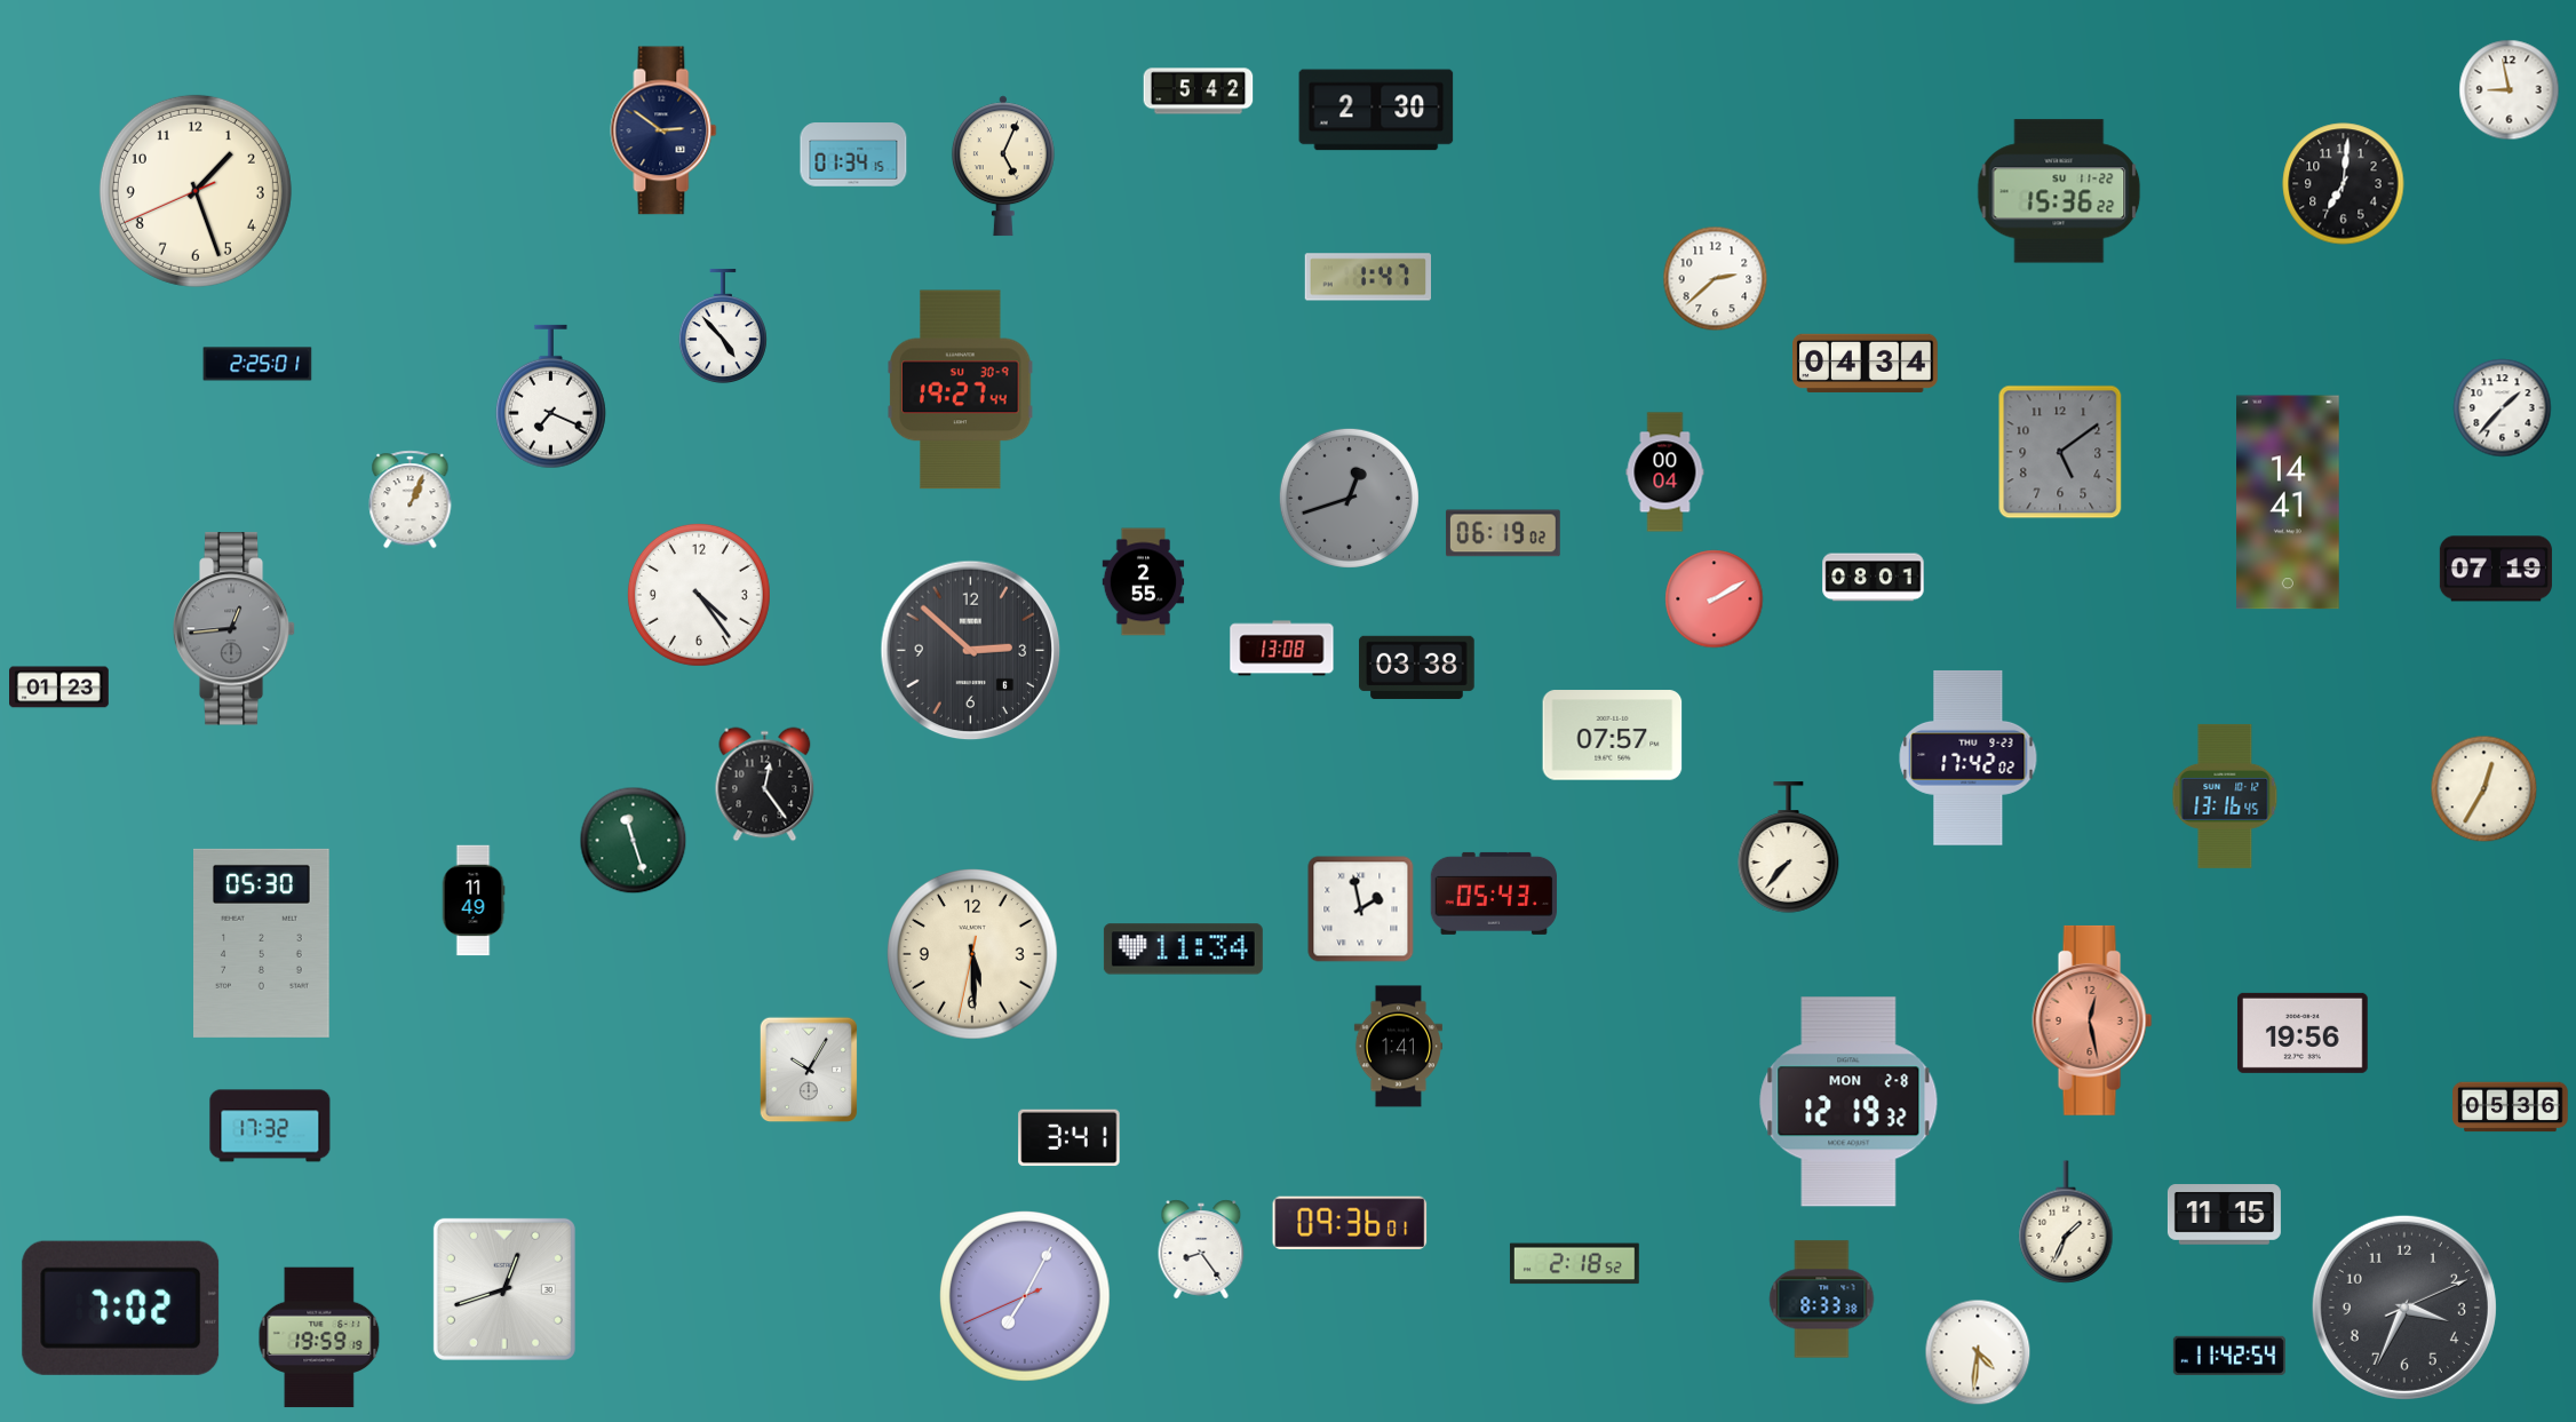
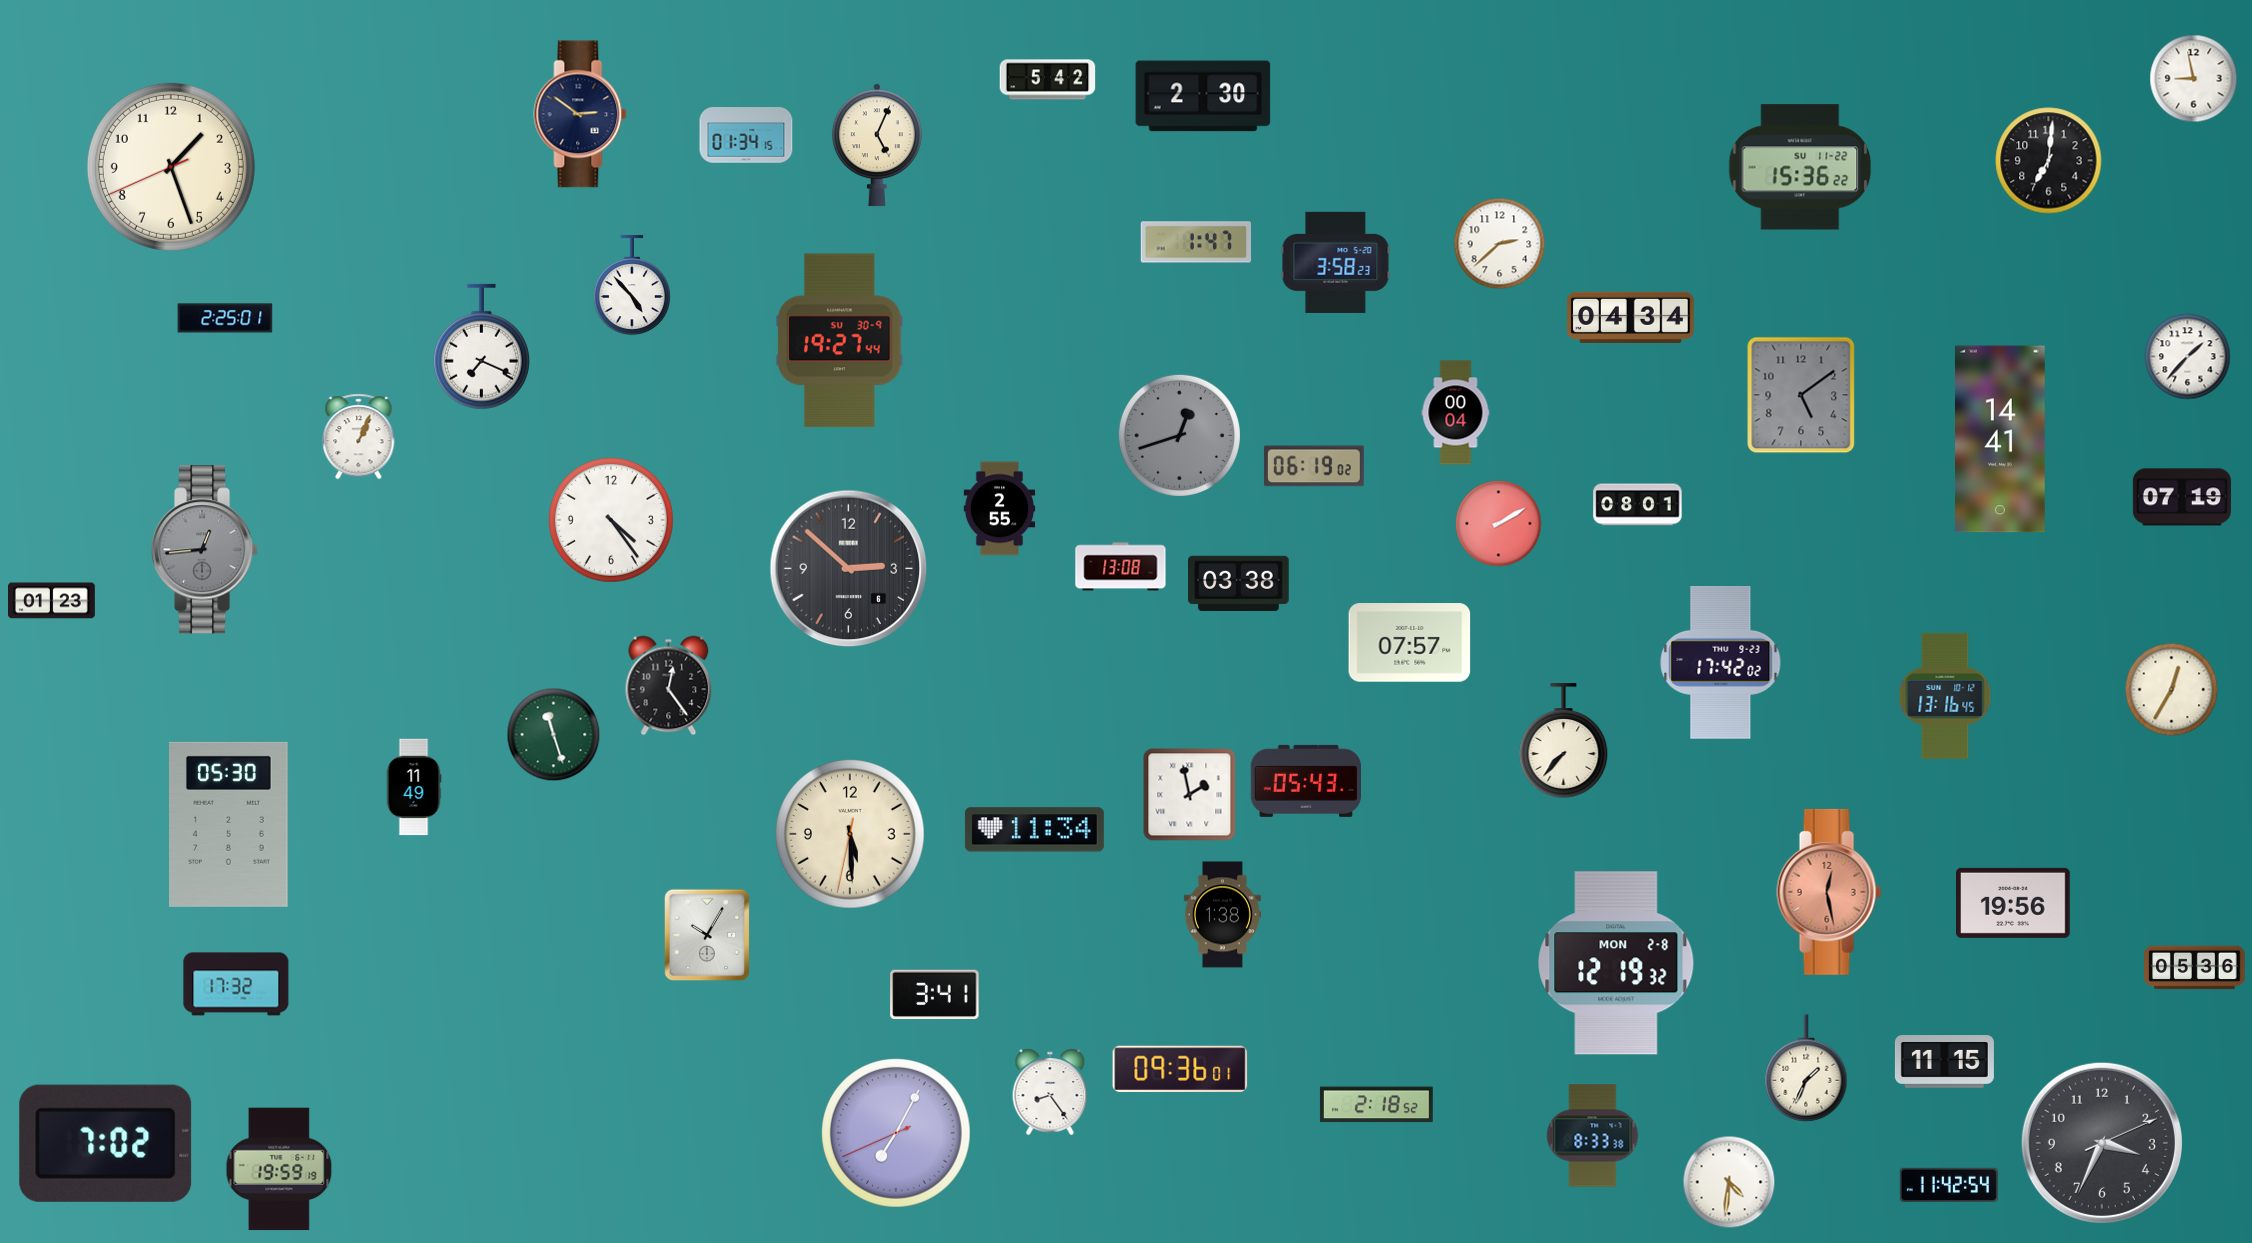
clock at (1336, 262): none -> 3:58
clock at (1398, 1047): 1:41 -> 1:38
clock at (504, 1289): 12:42 -> none
